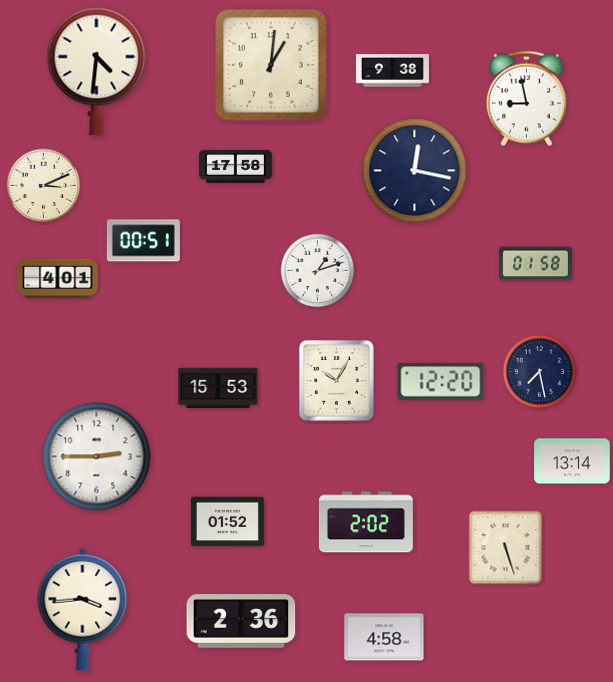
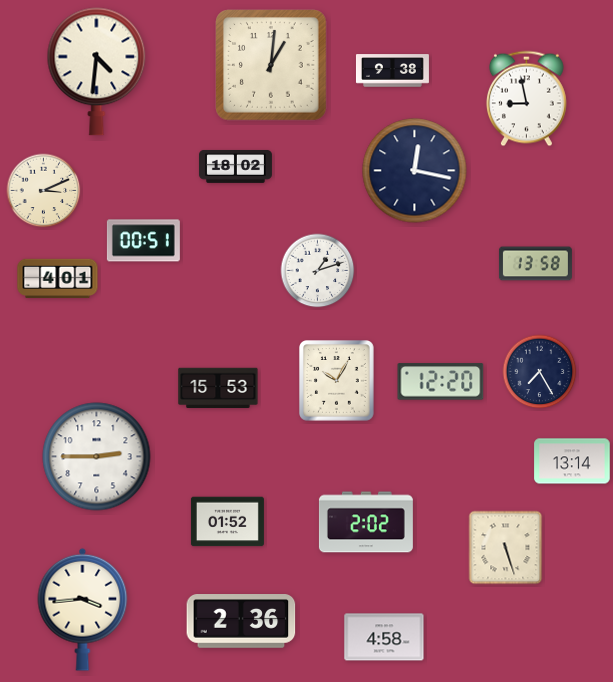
clock at (235, 166): 17:58 -> 18:02
clock at (44, 186) position: (44, 186) -> (44, 191)
clock at (535, 264): 01:58 -> 13:58
clock at (540, 372): 7:28 -> 7:25
